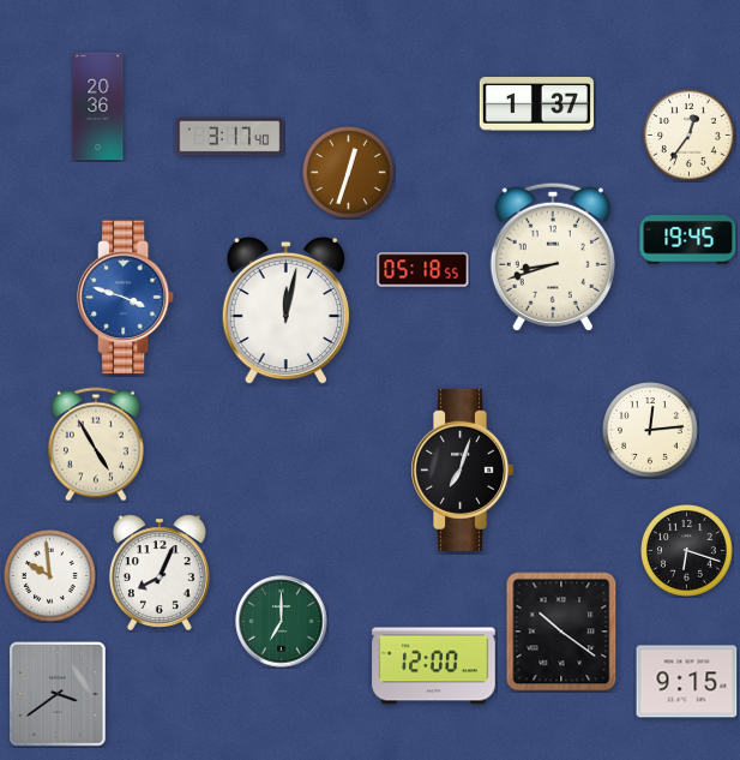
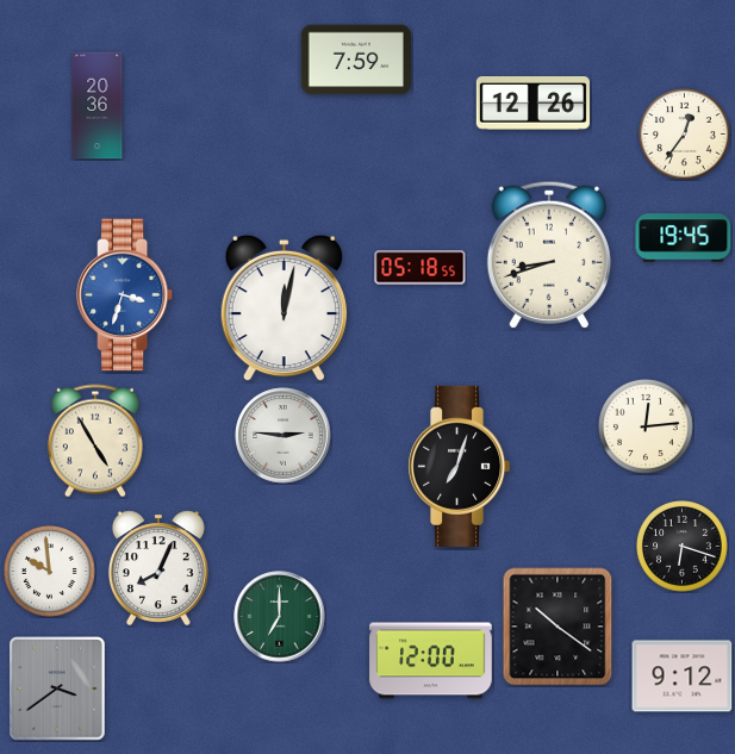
clock at (356, 60): none -> 7:59
clock at (536, 104): 1:37 -> 12:26
clock at (230, 137): 3:17 -> none
clock at (349, 173): 12:33 -> none
clock at (127, 298): 3:48 -> 3:33
clock at (284, 436): none -> 2:46
clock at (687, 682): 9:15 -> 9:12
